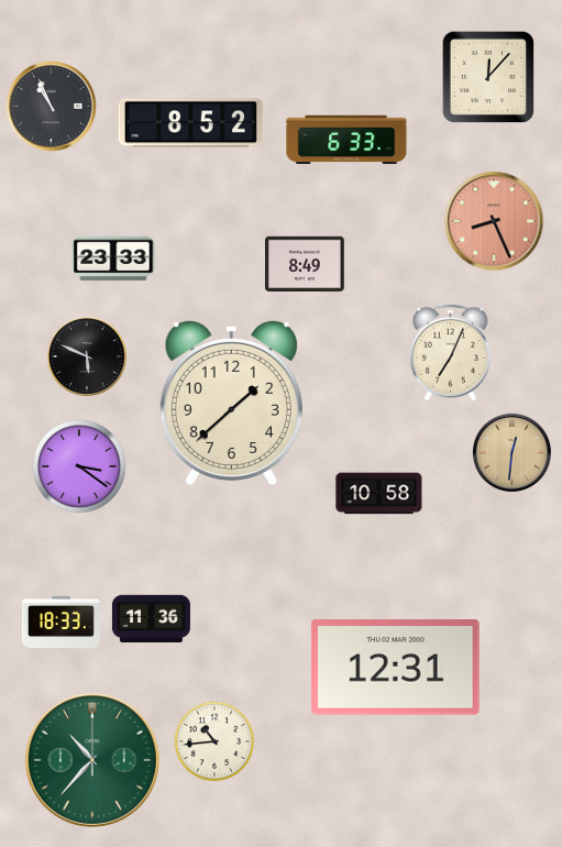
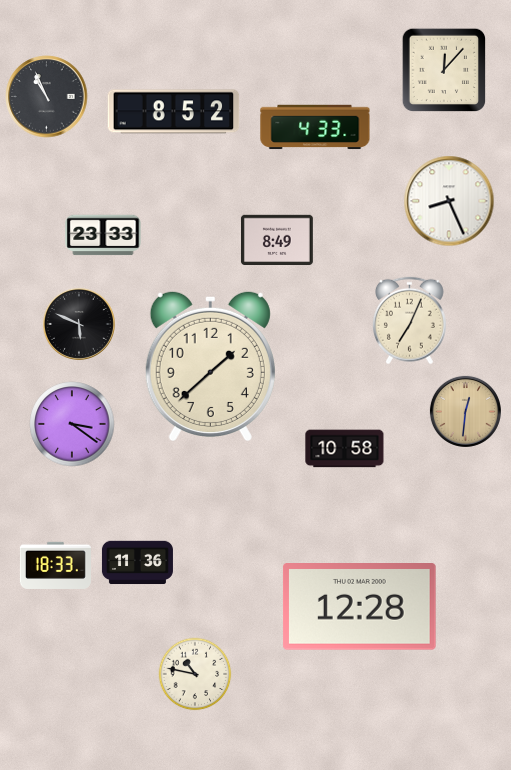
clock at (346, 140): 6:33 -> 4:33
clock at (494, 221) dial: salmon -> white
clock at (395, 668): 12:31 -> 12:28
clock at (214, 741): 10:44 -> 10:47
clock at (92, 760): 10:37 -> none
